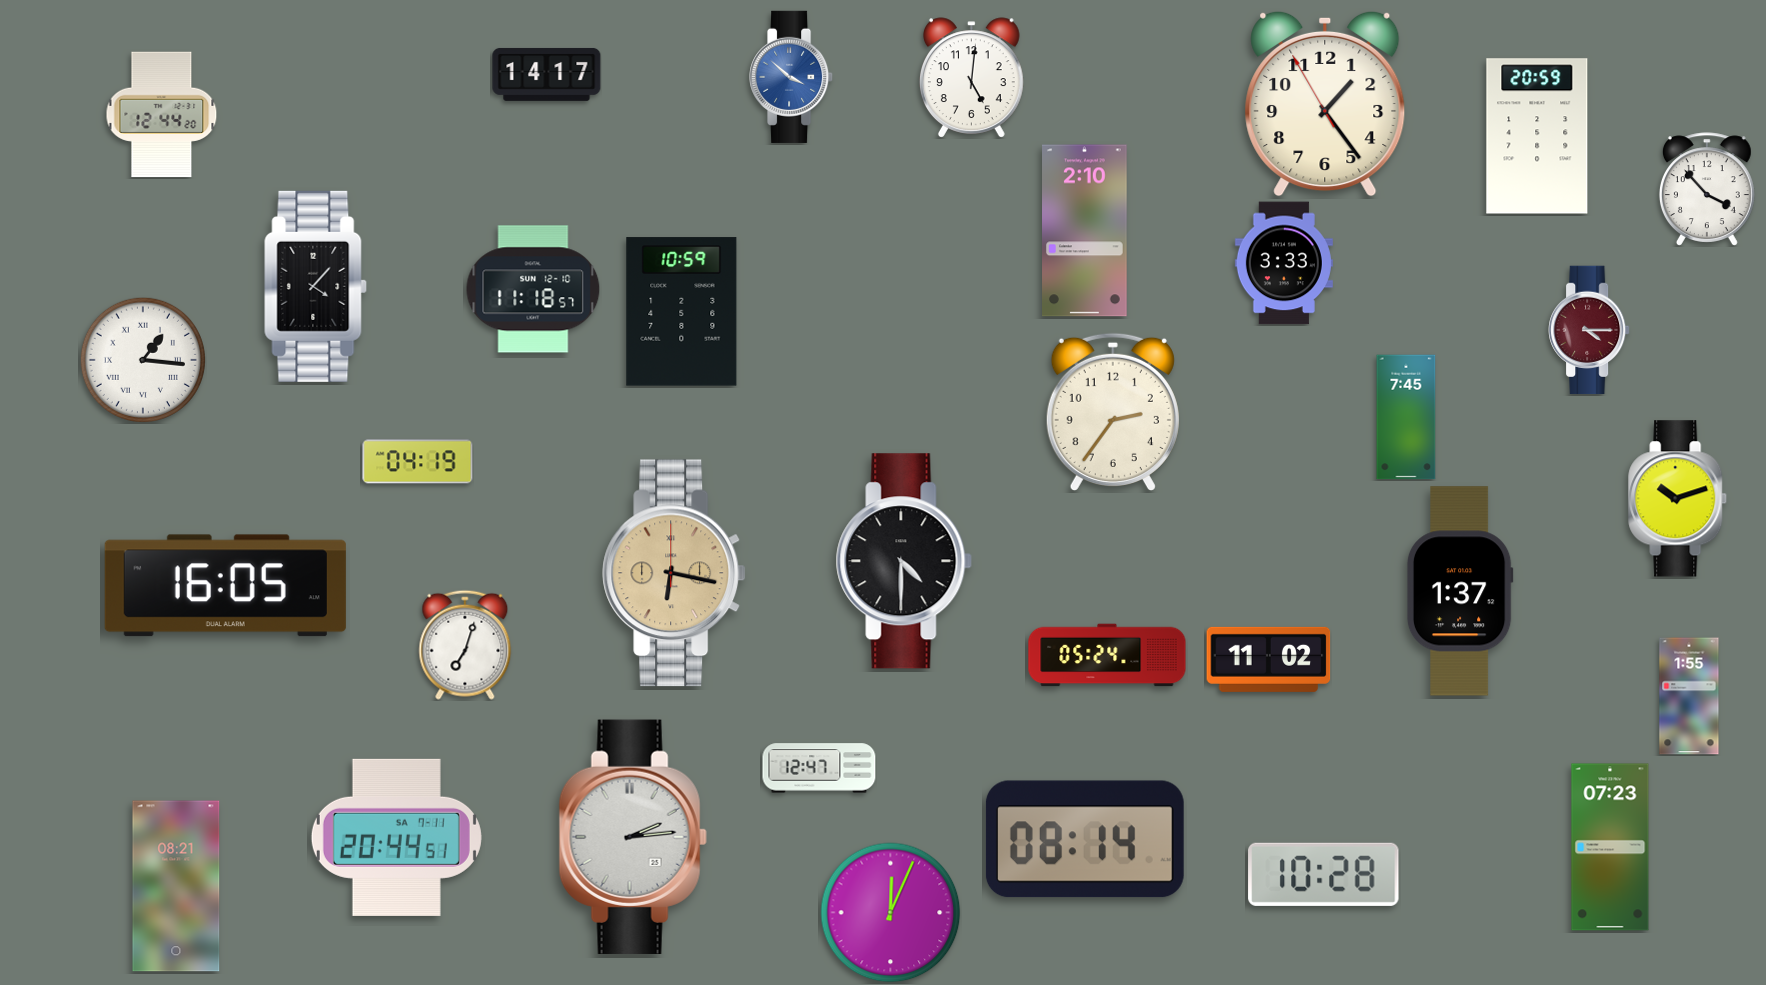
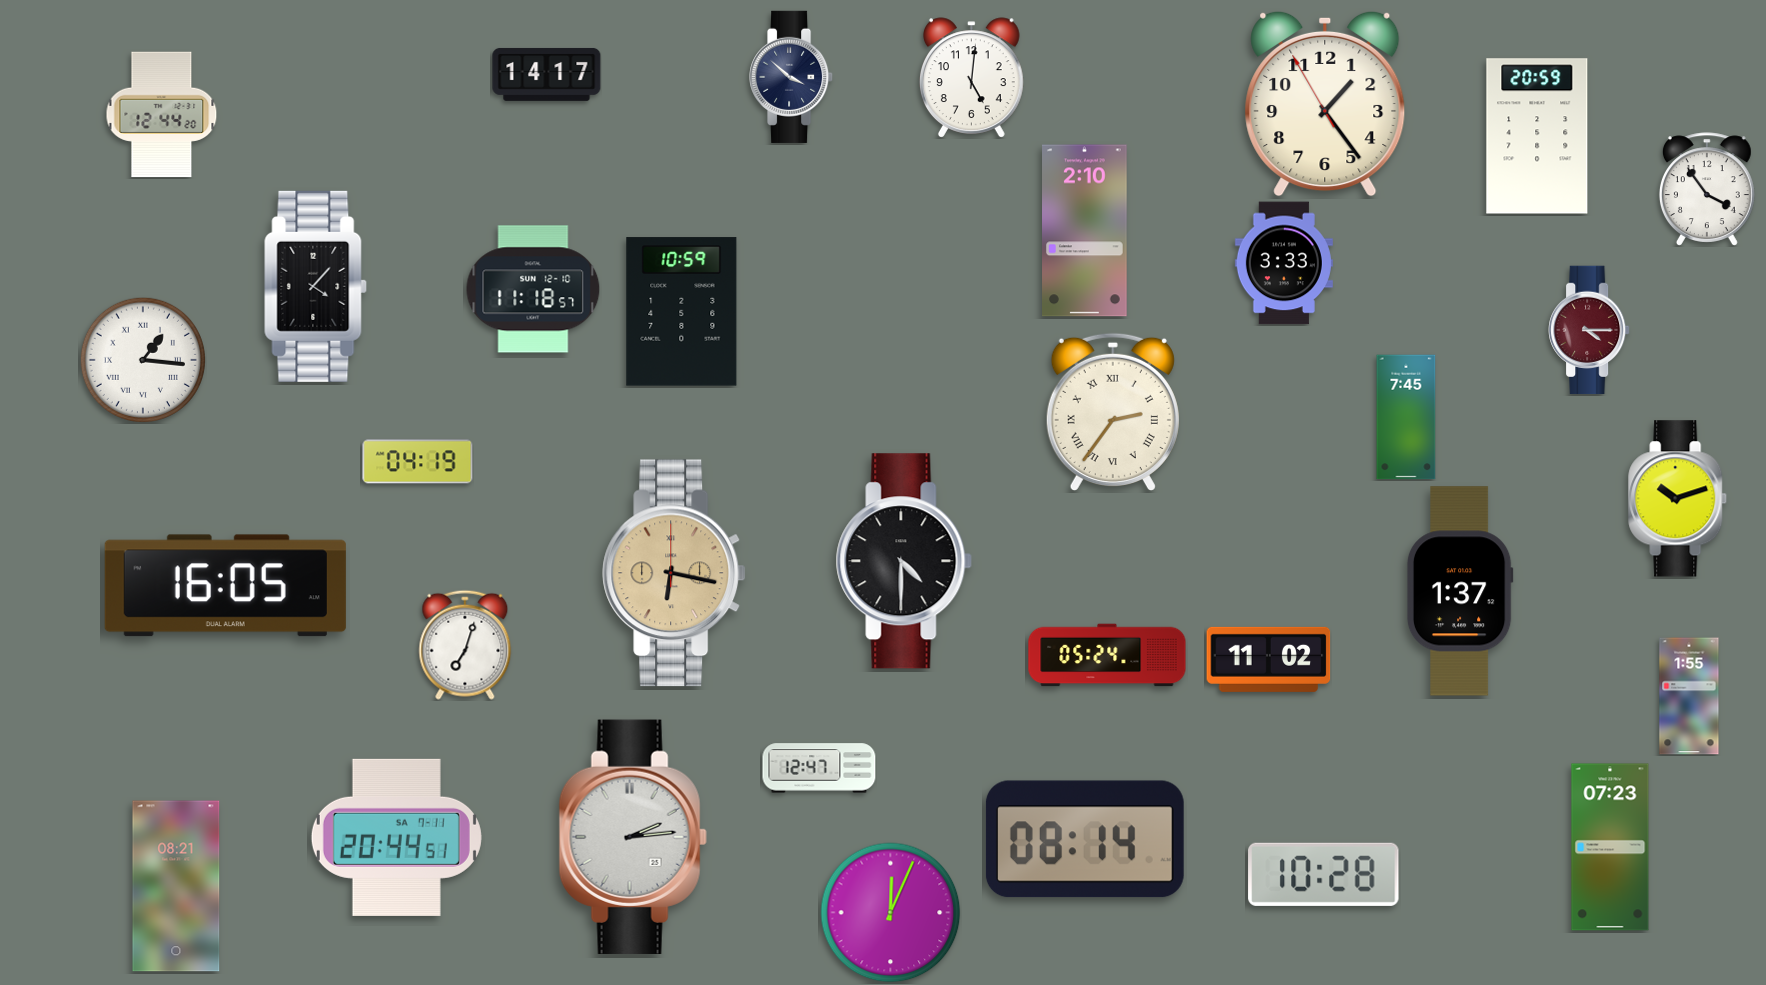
clock at (792, 77) dial: blue -> navy
clock at (1707, 189): 3:53 -> 3:54
clock at (1113, 411) numerals: Arabic -> Roman
